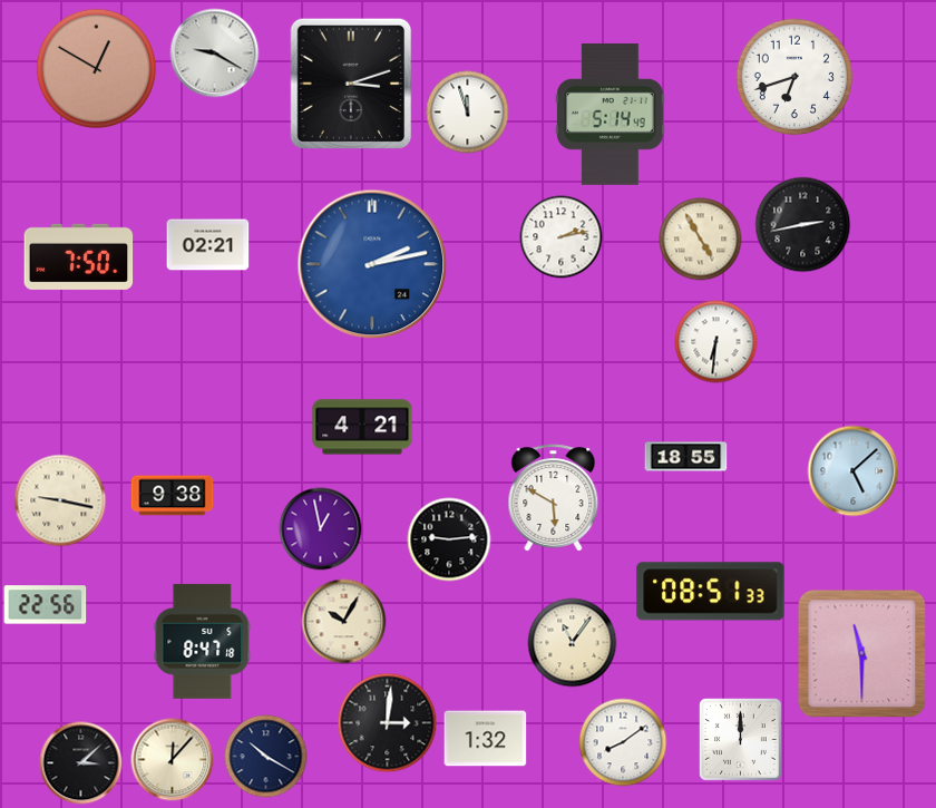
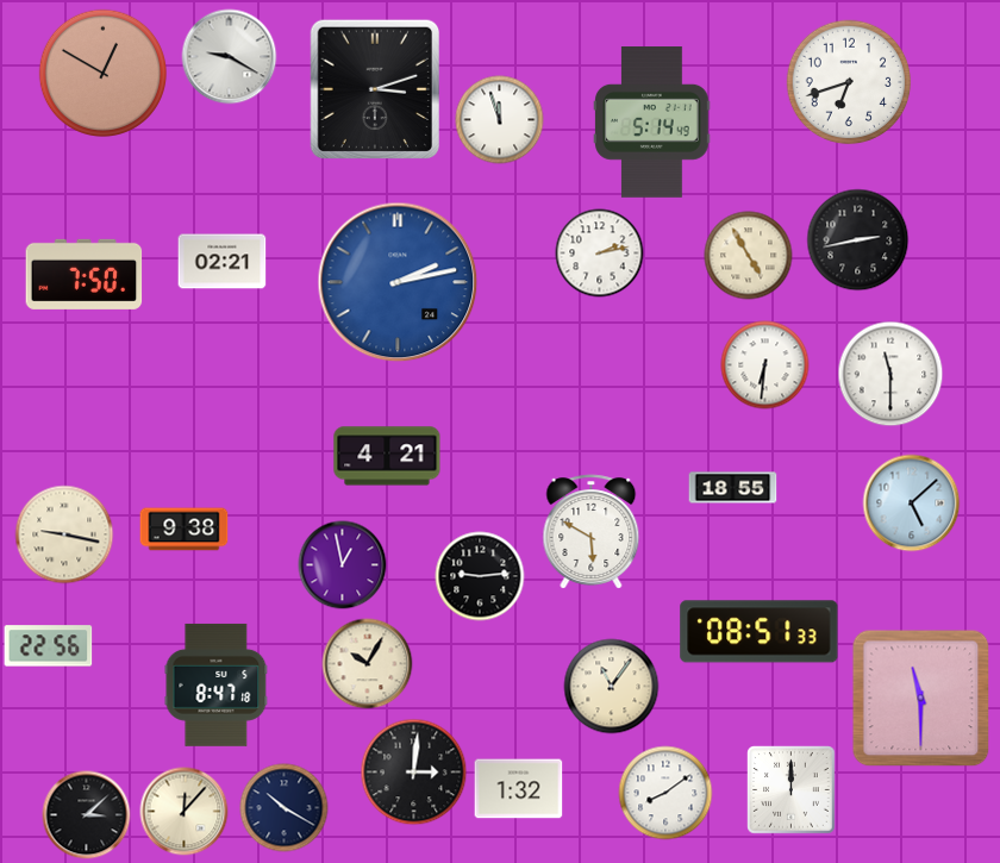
clock at (890, 374): none -> 11:30
